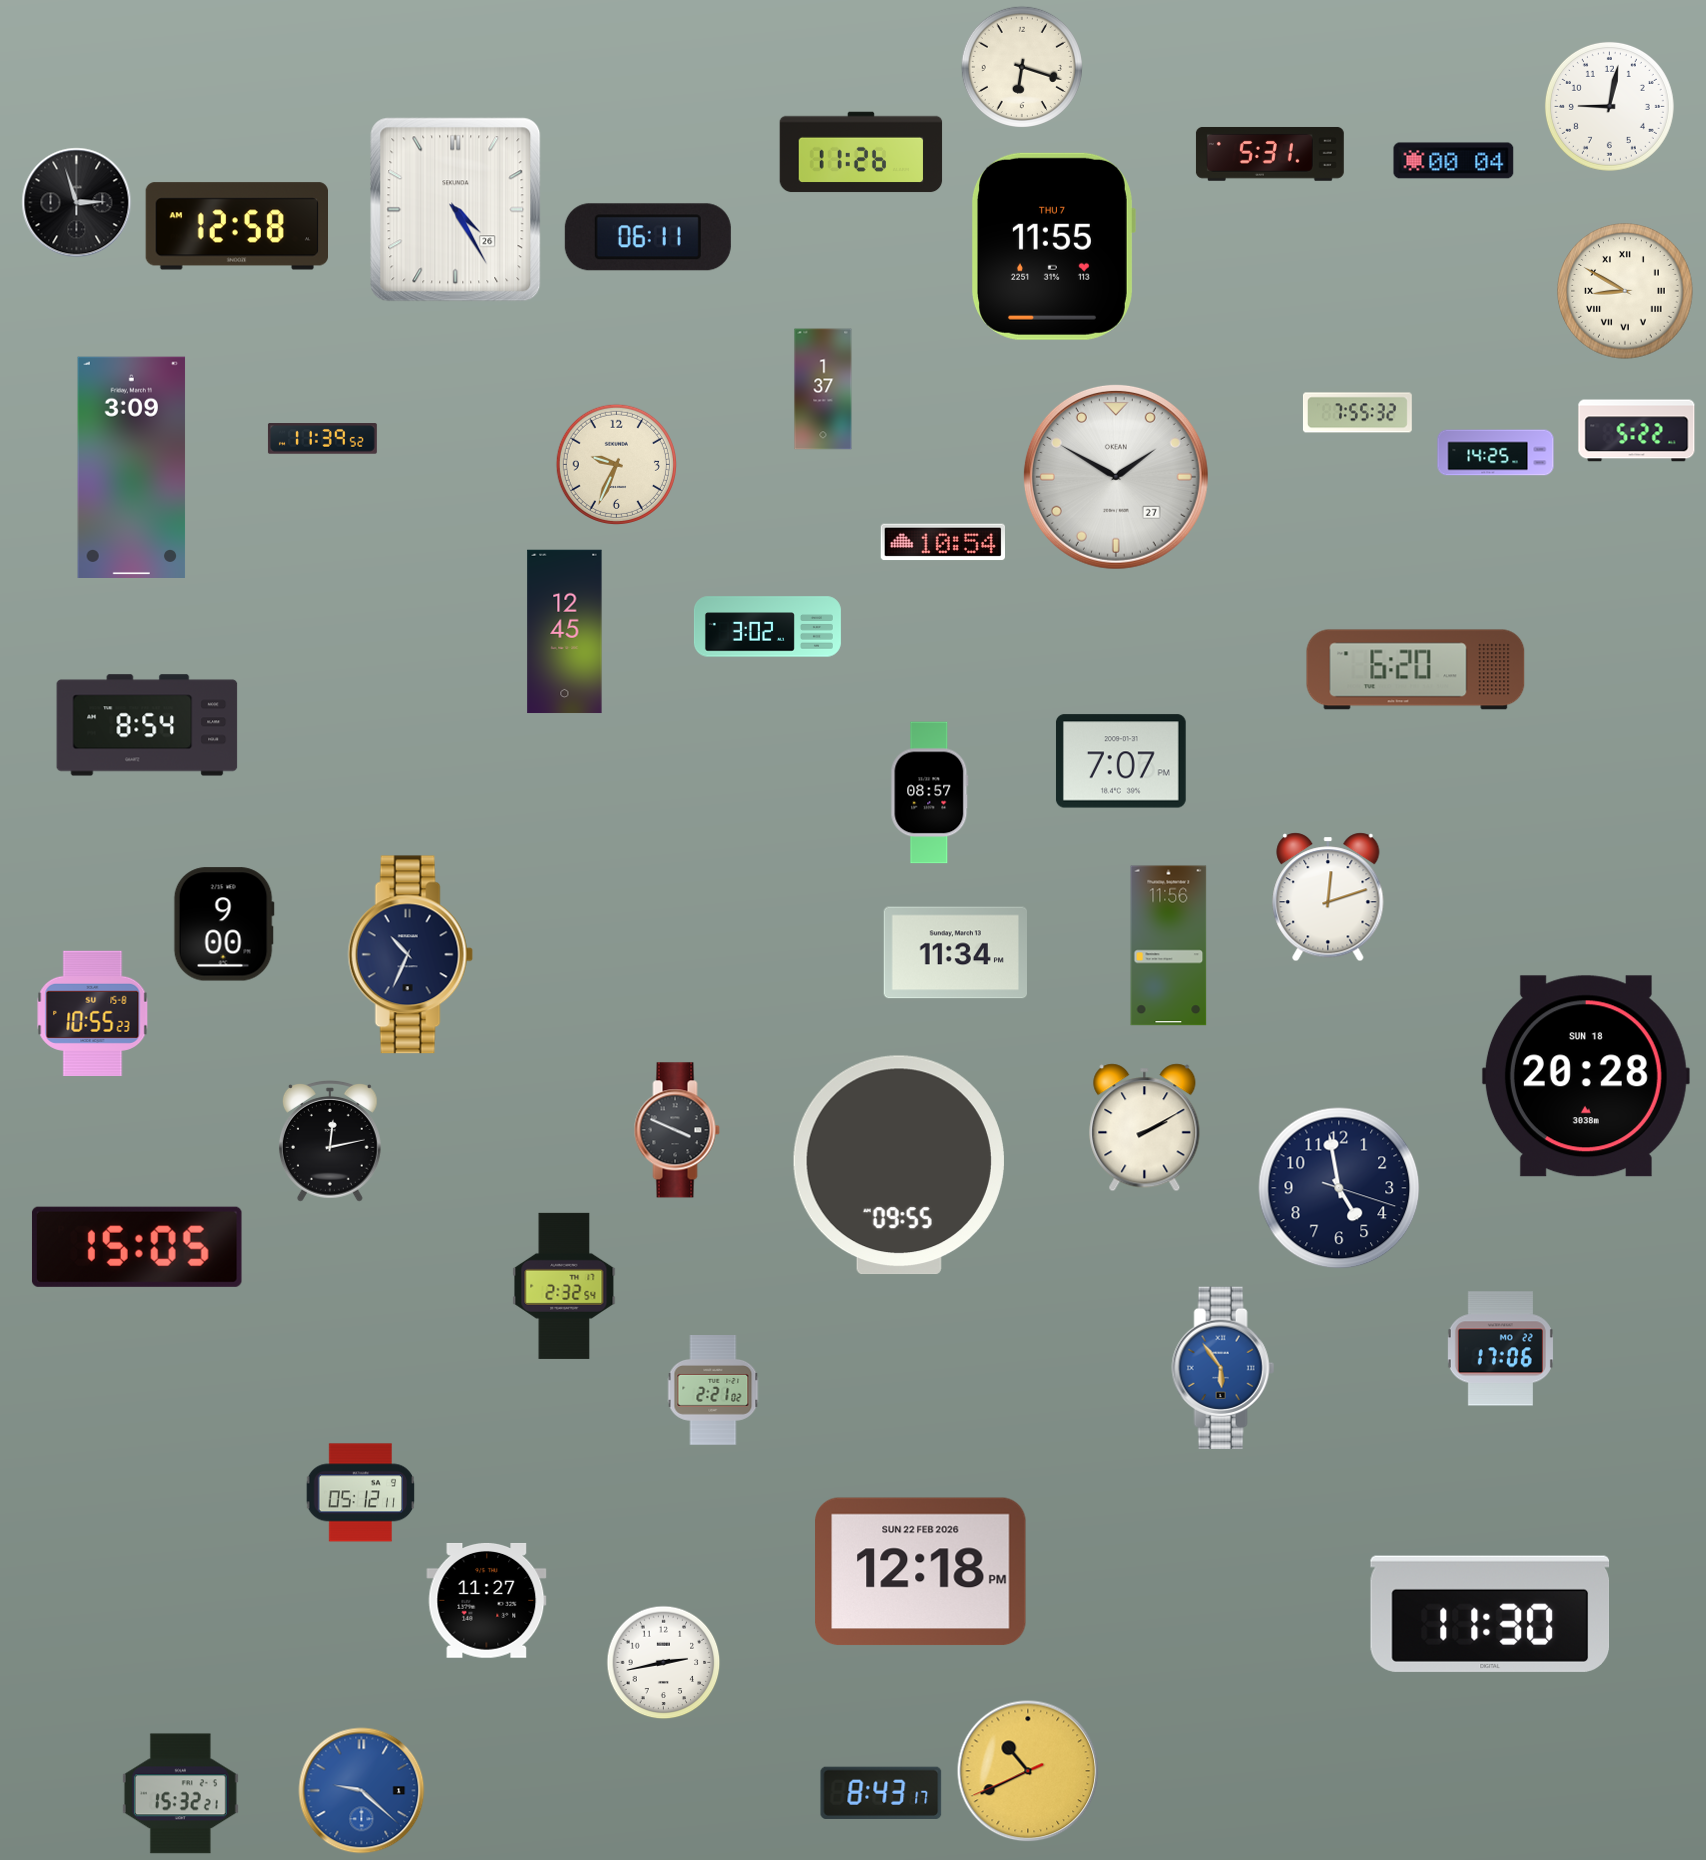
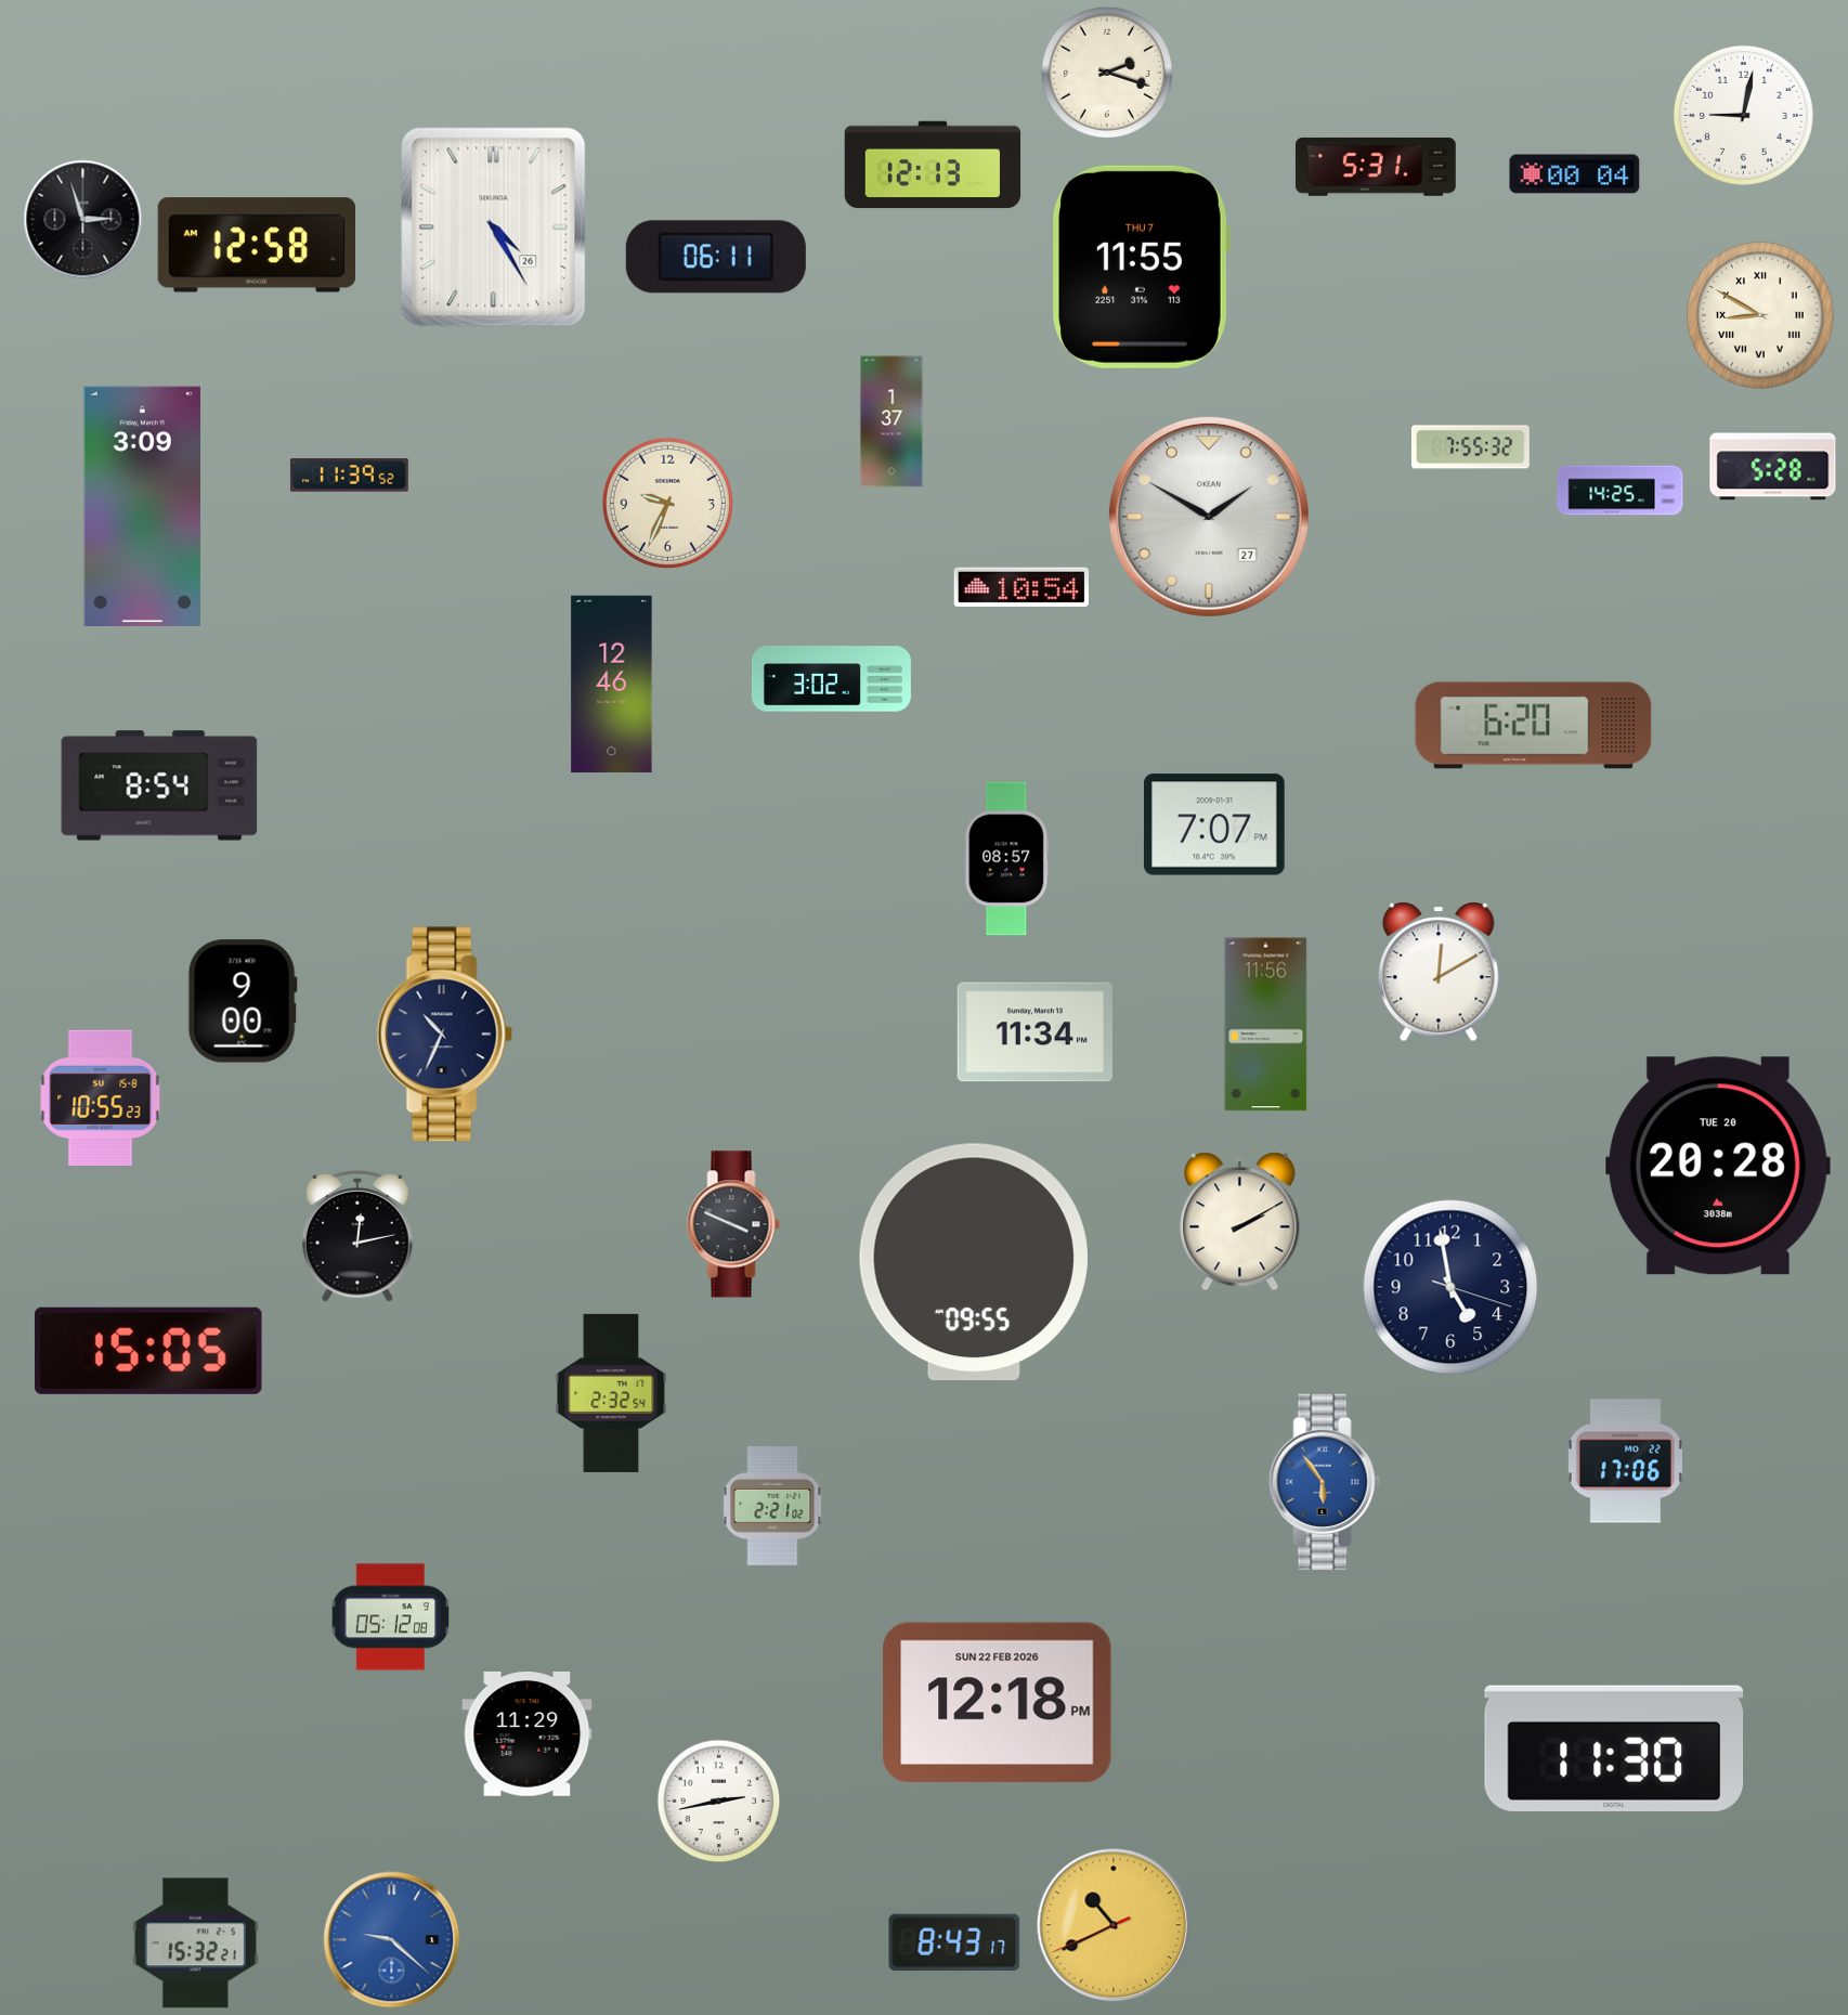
clock at (1022, 67): 6:18 -> 2:18
clock at (861, 152): 11:26 -> 12:13
clock at (648, 237) position: (648, 237) -> (716, 257)
clock at (1637, 431): 5:22 -> 5:28
clock at (565, 632): 12:45 -> 12:46
clock at (1328, 897): 12:12 -> 12:10
clock at (1586, 1076) date: SUN 18 -> TUE 20
clock at (361, 1493): 05:12:11 -> 05:12:08
clock at (487, 1600): 11:27 -> 11:29
clock at (1028, 1771) position: (1028, 1771) -> (1114, 1925)
